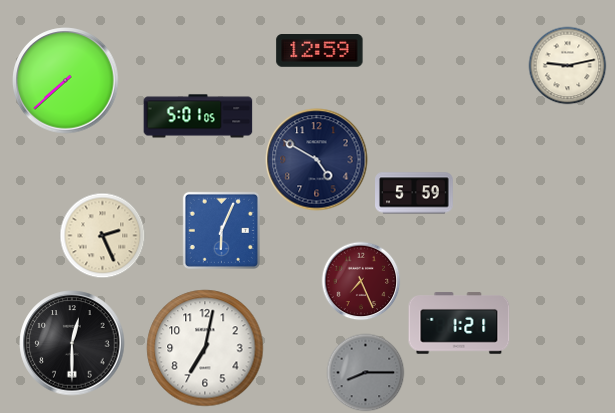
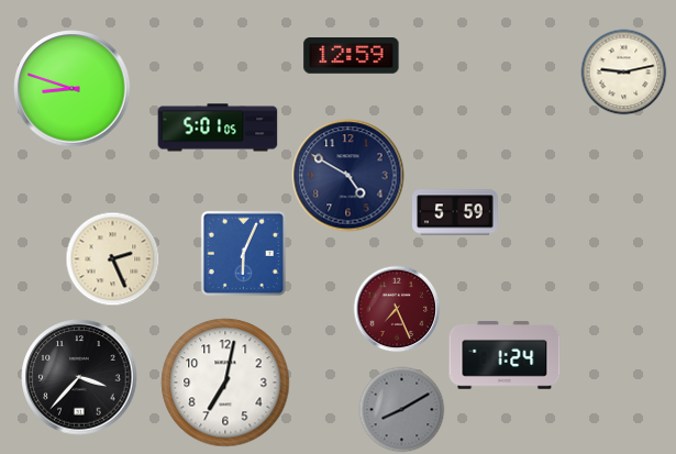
clock at (66, 81): 7:38 -> 8:48
clock at (459, 323): 1:21 -> 1:24
clock at (72, 343): 12:30 -> 3:37
clock at (365, 372): 8:15 -> 8:10
